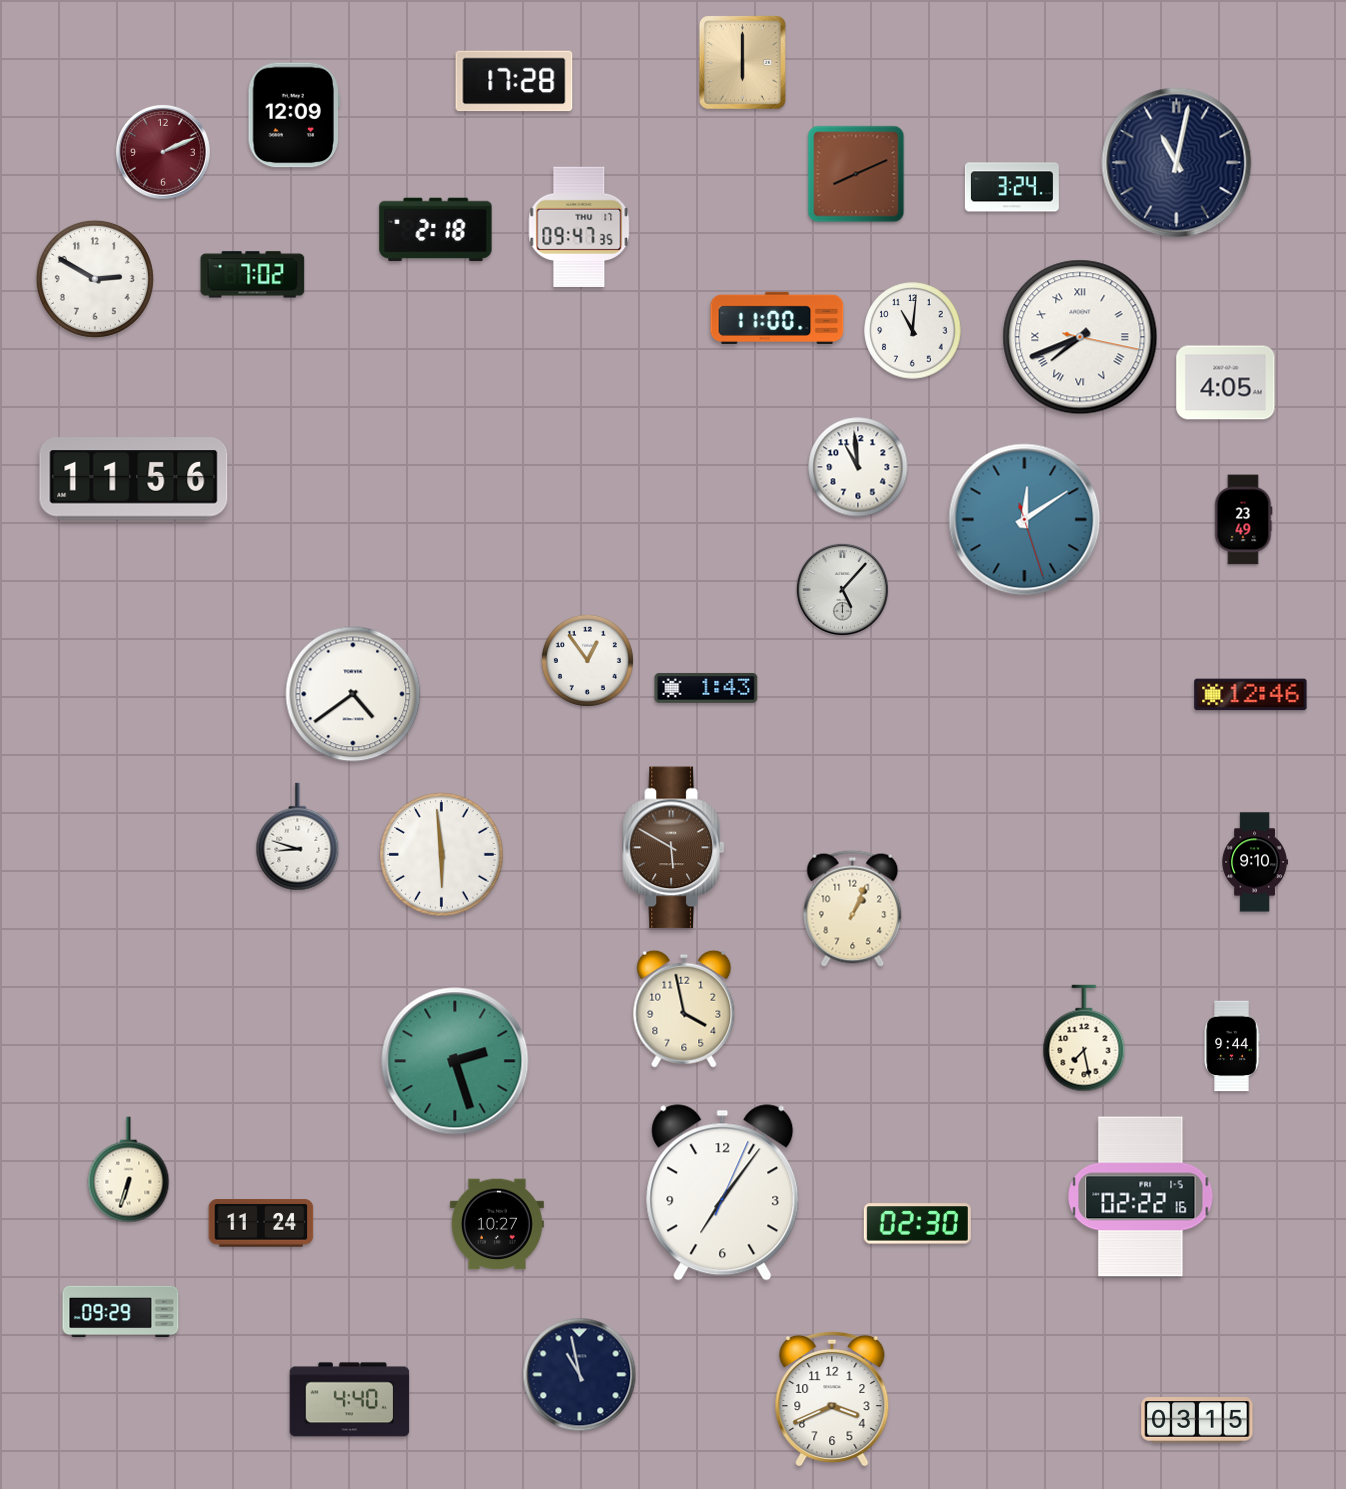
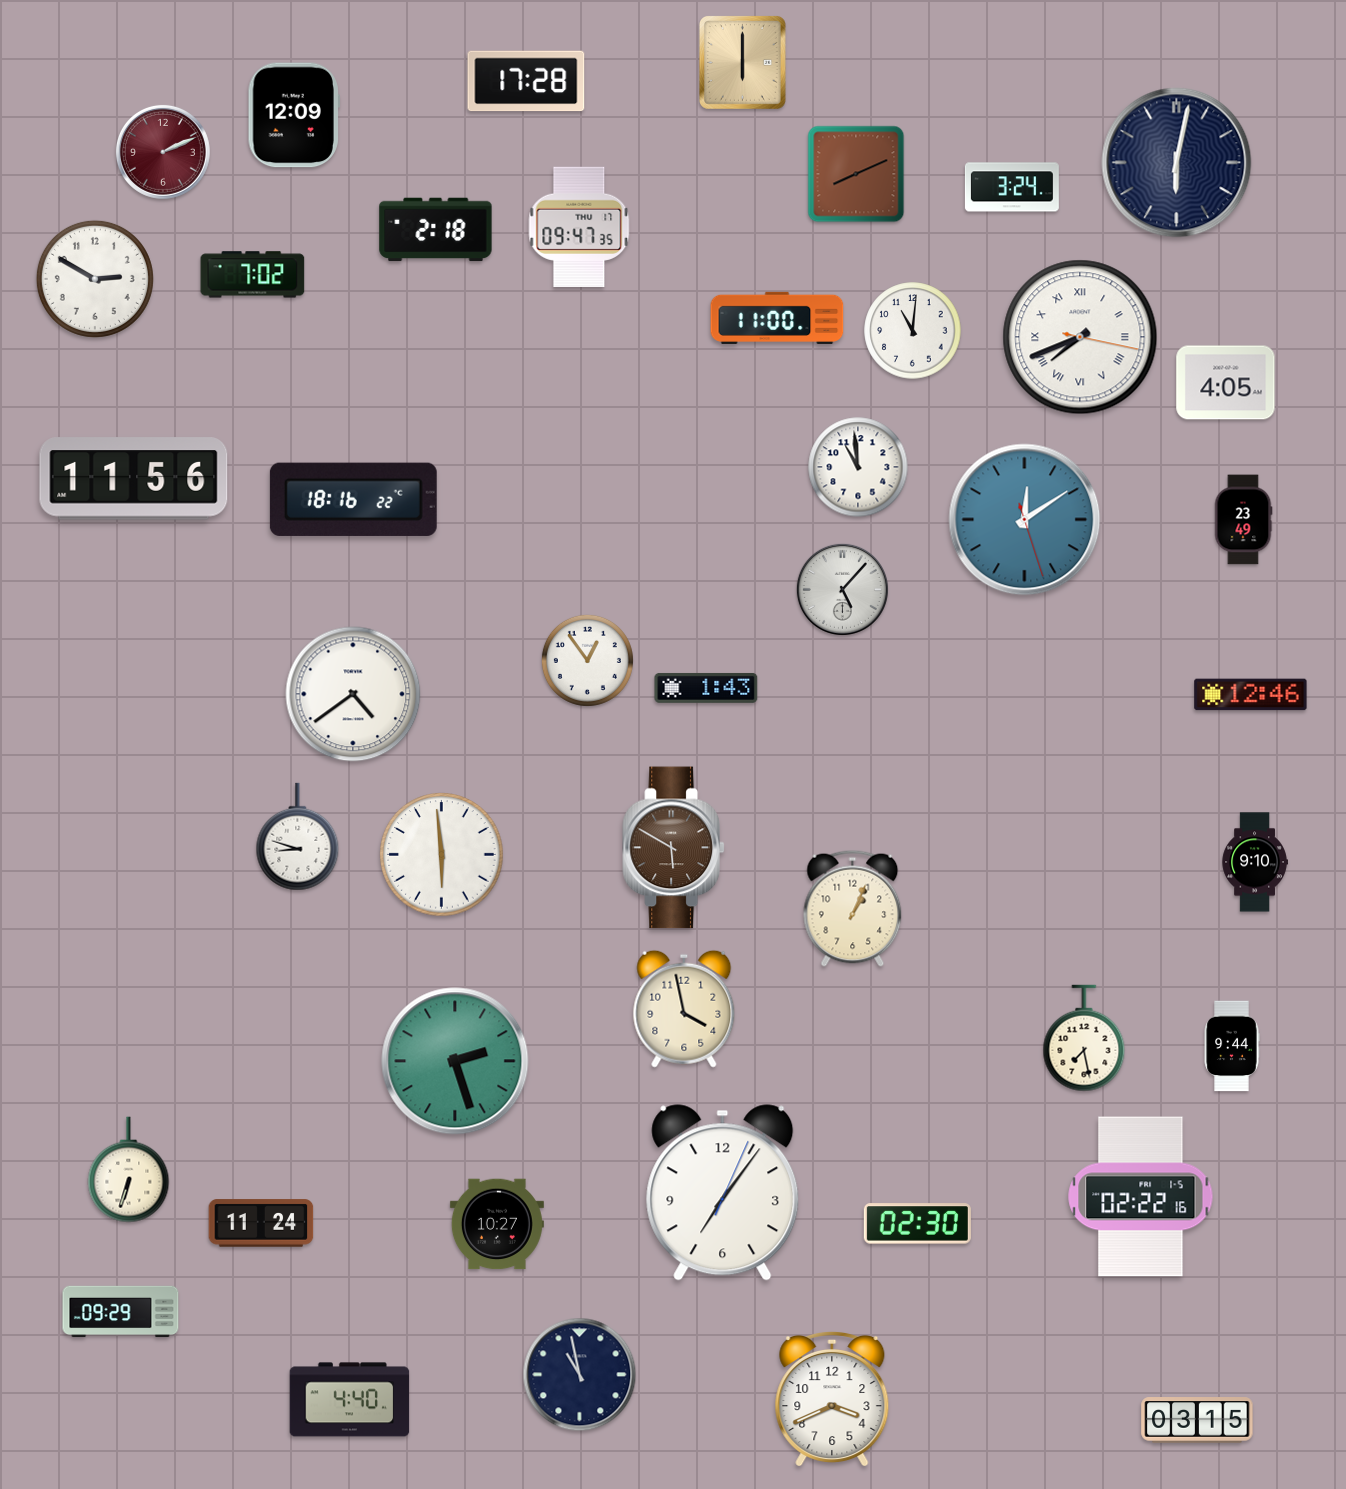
clock at (514, 81) position: (514, 81) -> (526, 81)
clock at (1177, 163): 11:02 -> 6:02
clock at (353, 499): none -> 18:16
